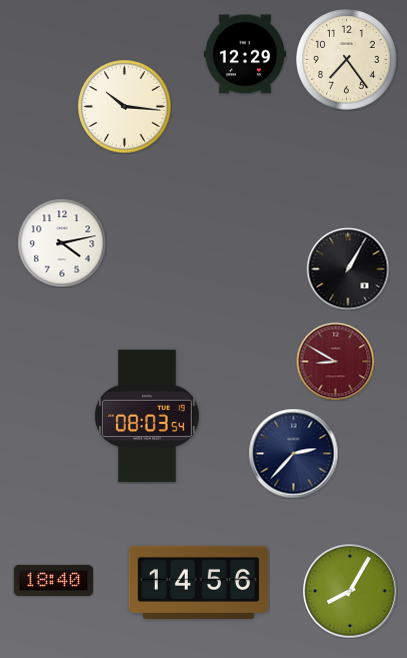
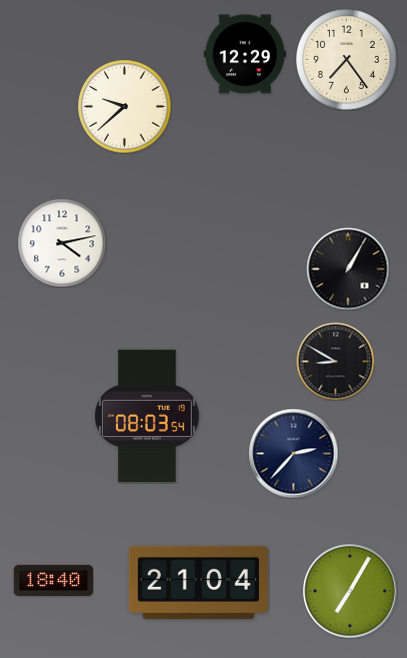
clock at (124, 106): 10:16 -> 9:38
clock at (335, 361) dial: burgundy -> black
clock at (198, 582): 14:56 -> 21:04
clock at (350, 591): 8:05 -> 7:05
